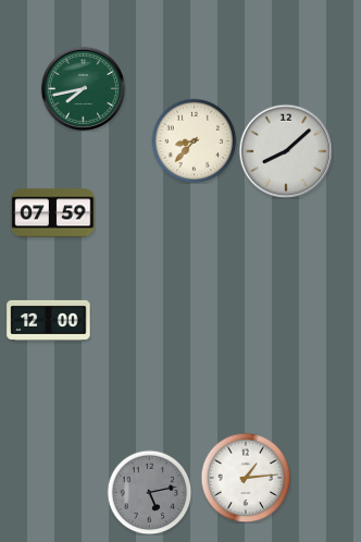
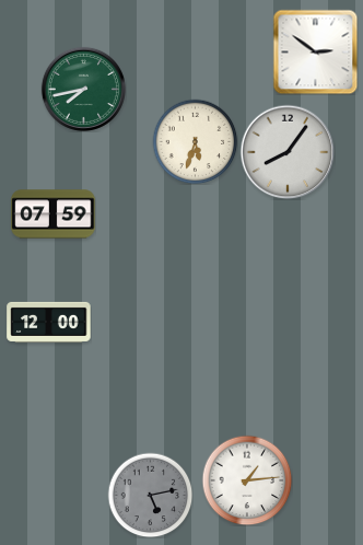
clock at (315, 51): none -> 2:51
clock at (194, 140): 8:37 -> 5:33
clock at (286, 151): 8:08 -> 8:06
